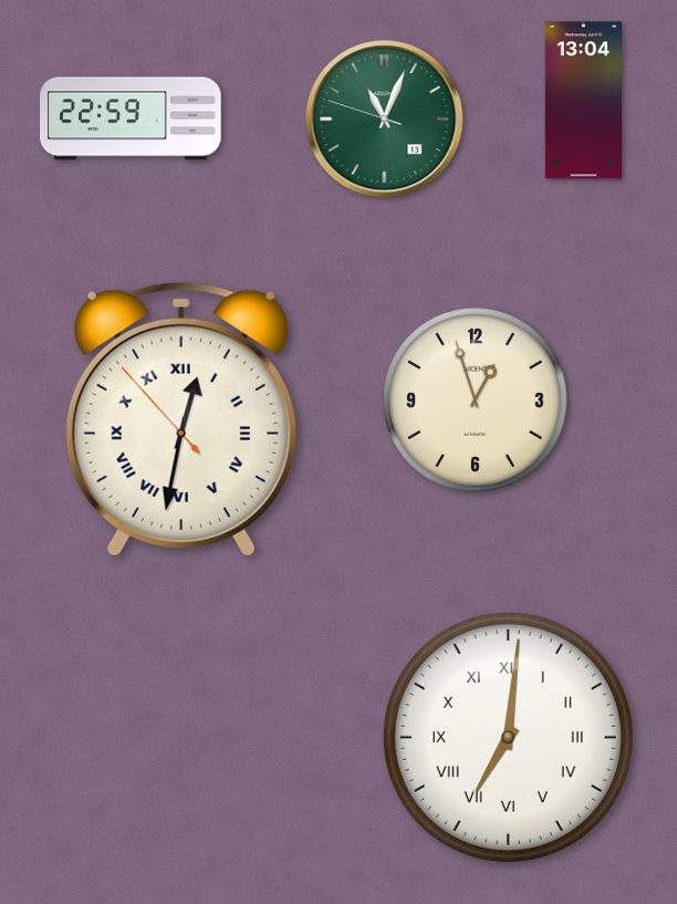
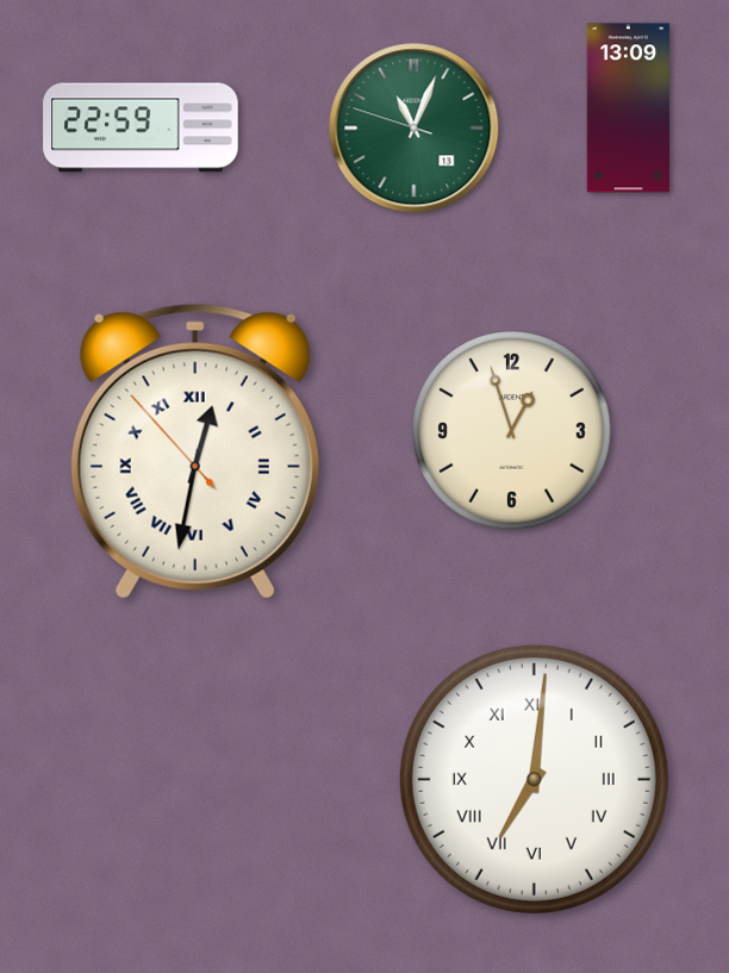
clock at (584, 101): 13:04 -> 13:09
clock at (508, 737) position: (508, 737) -> (534, 779)
